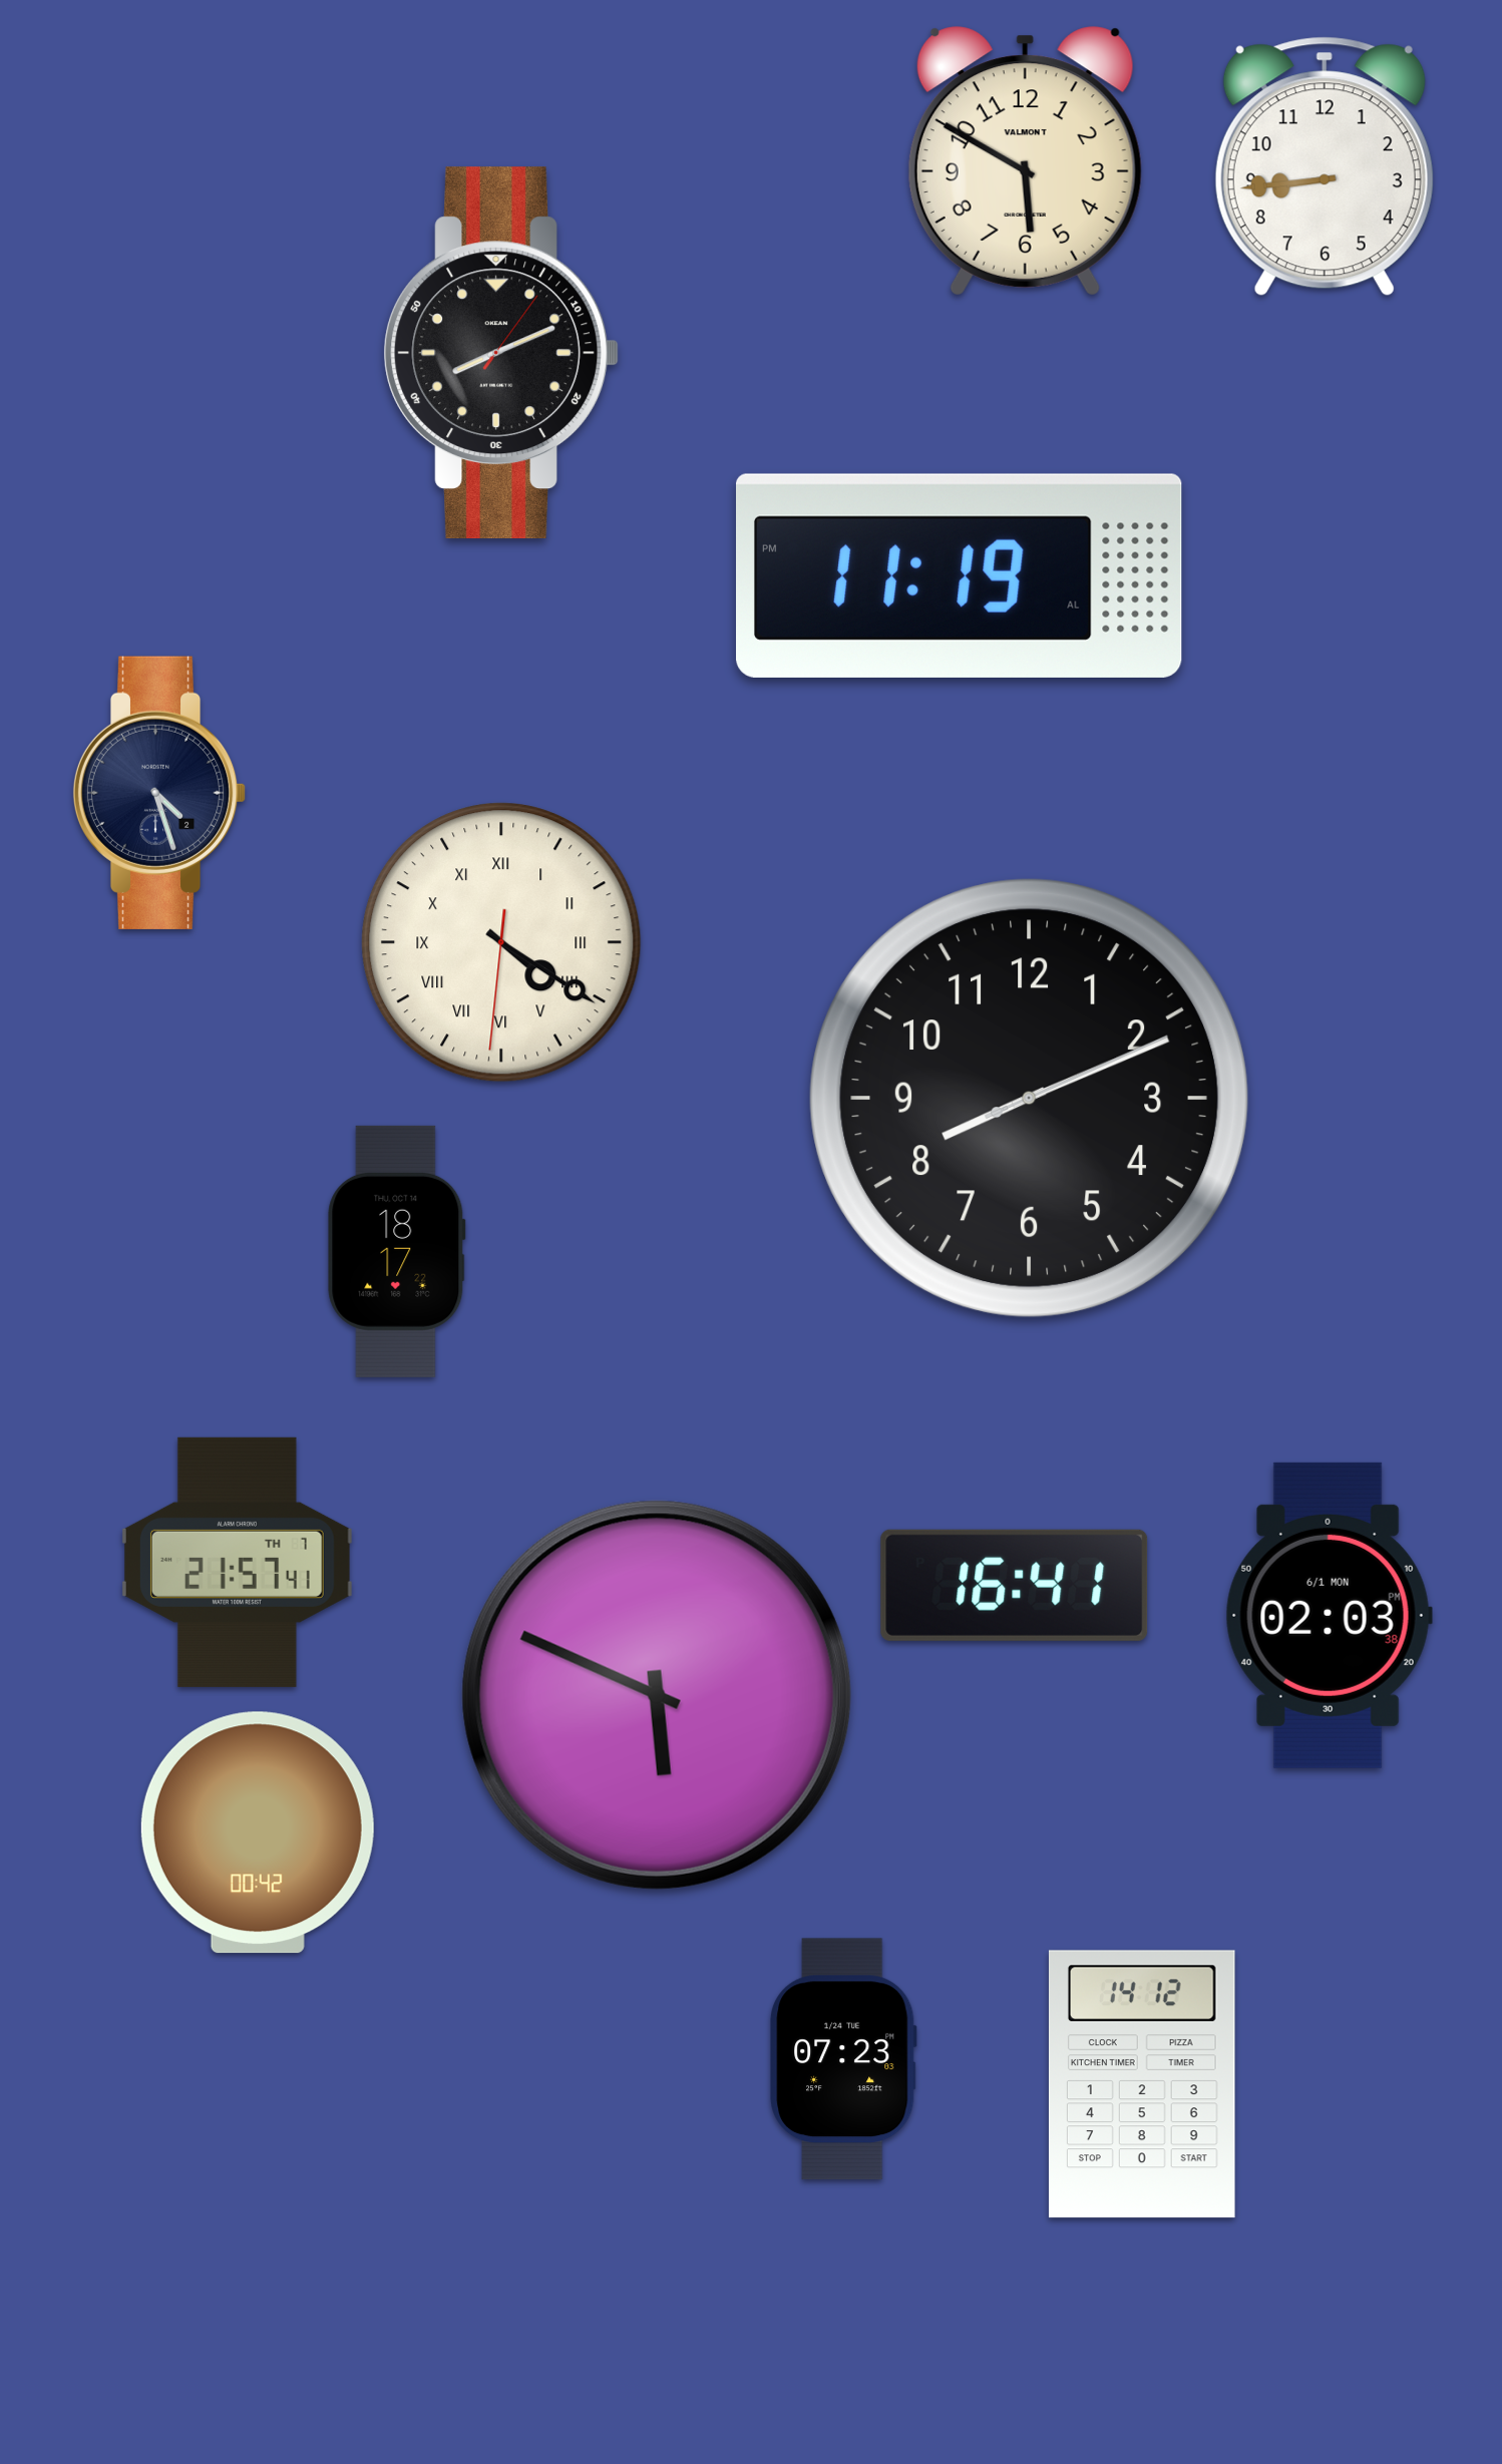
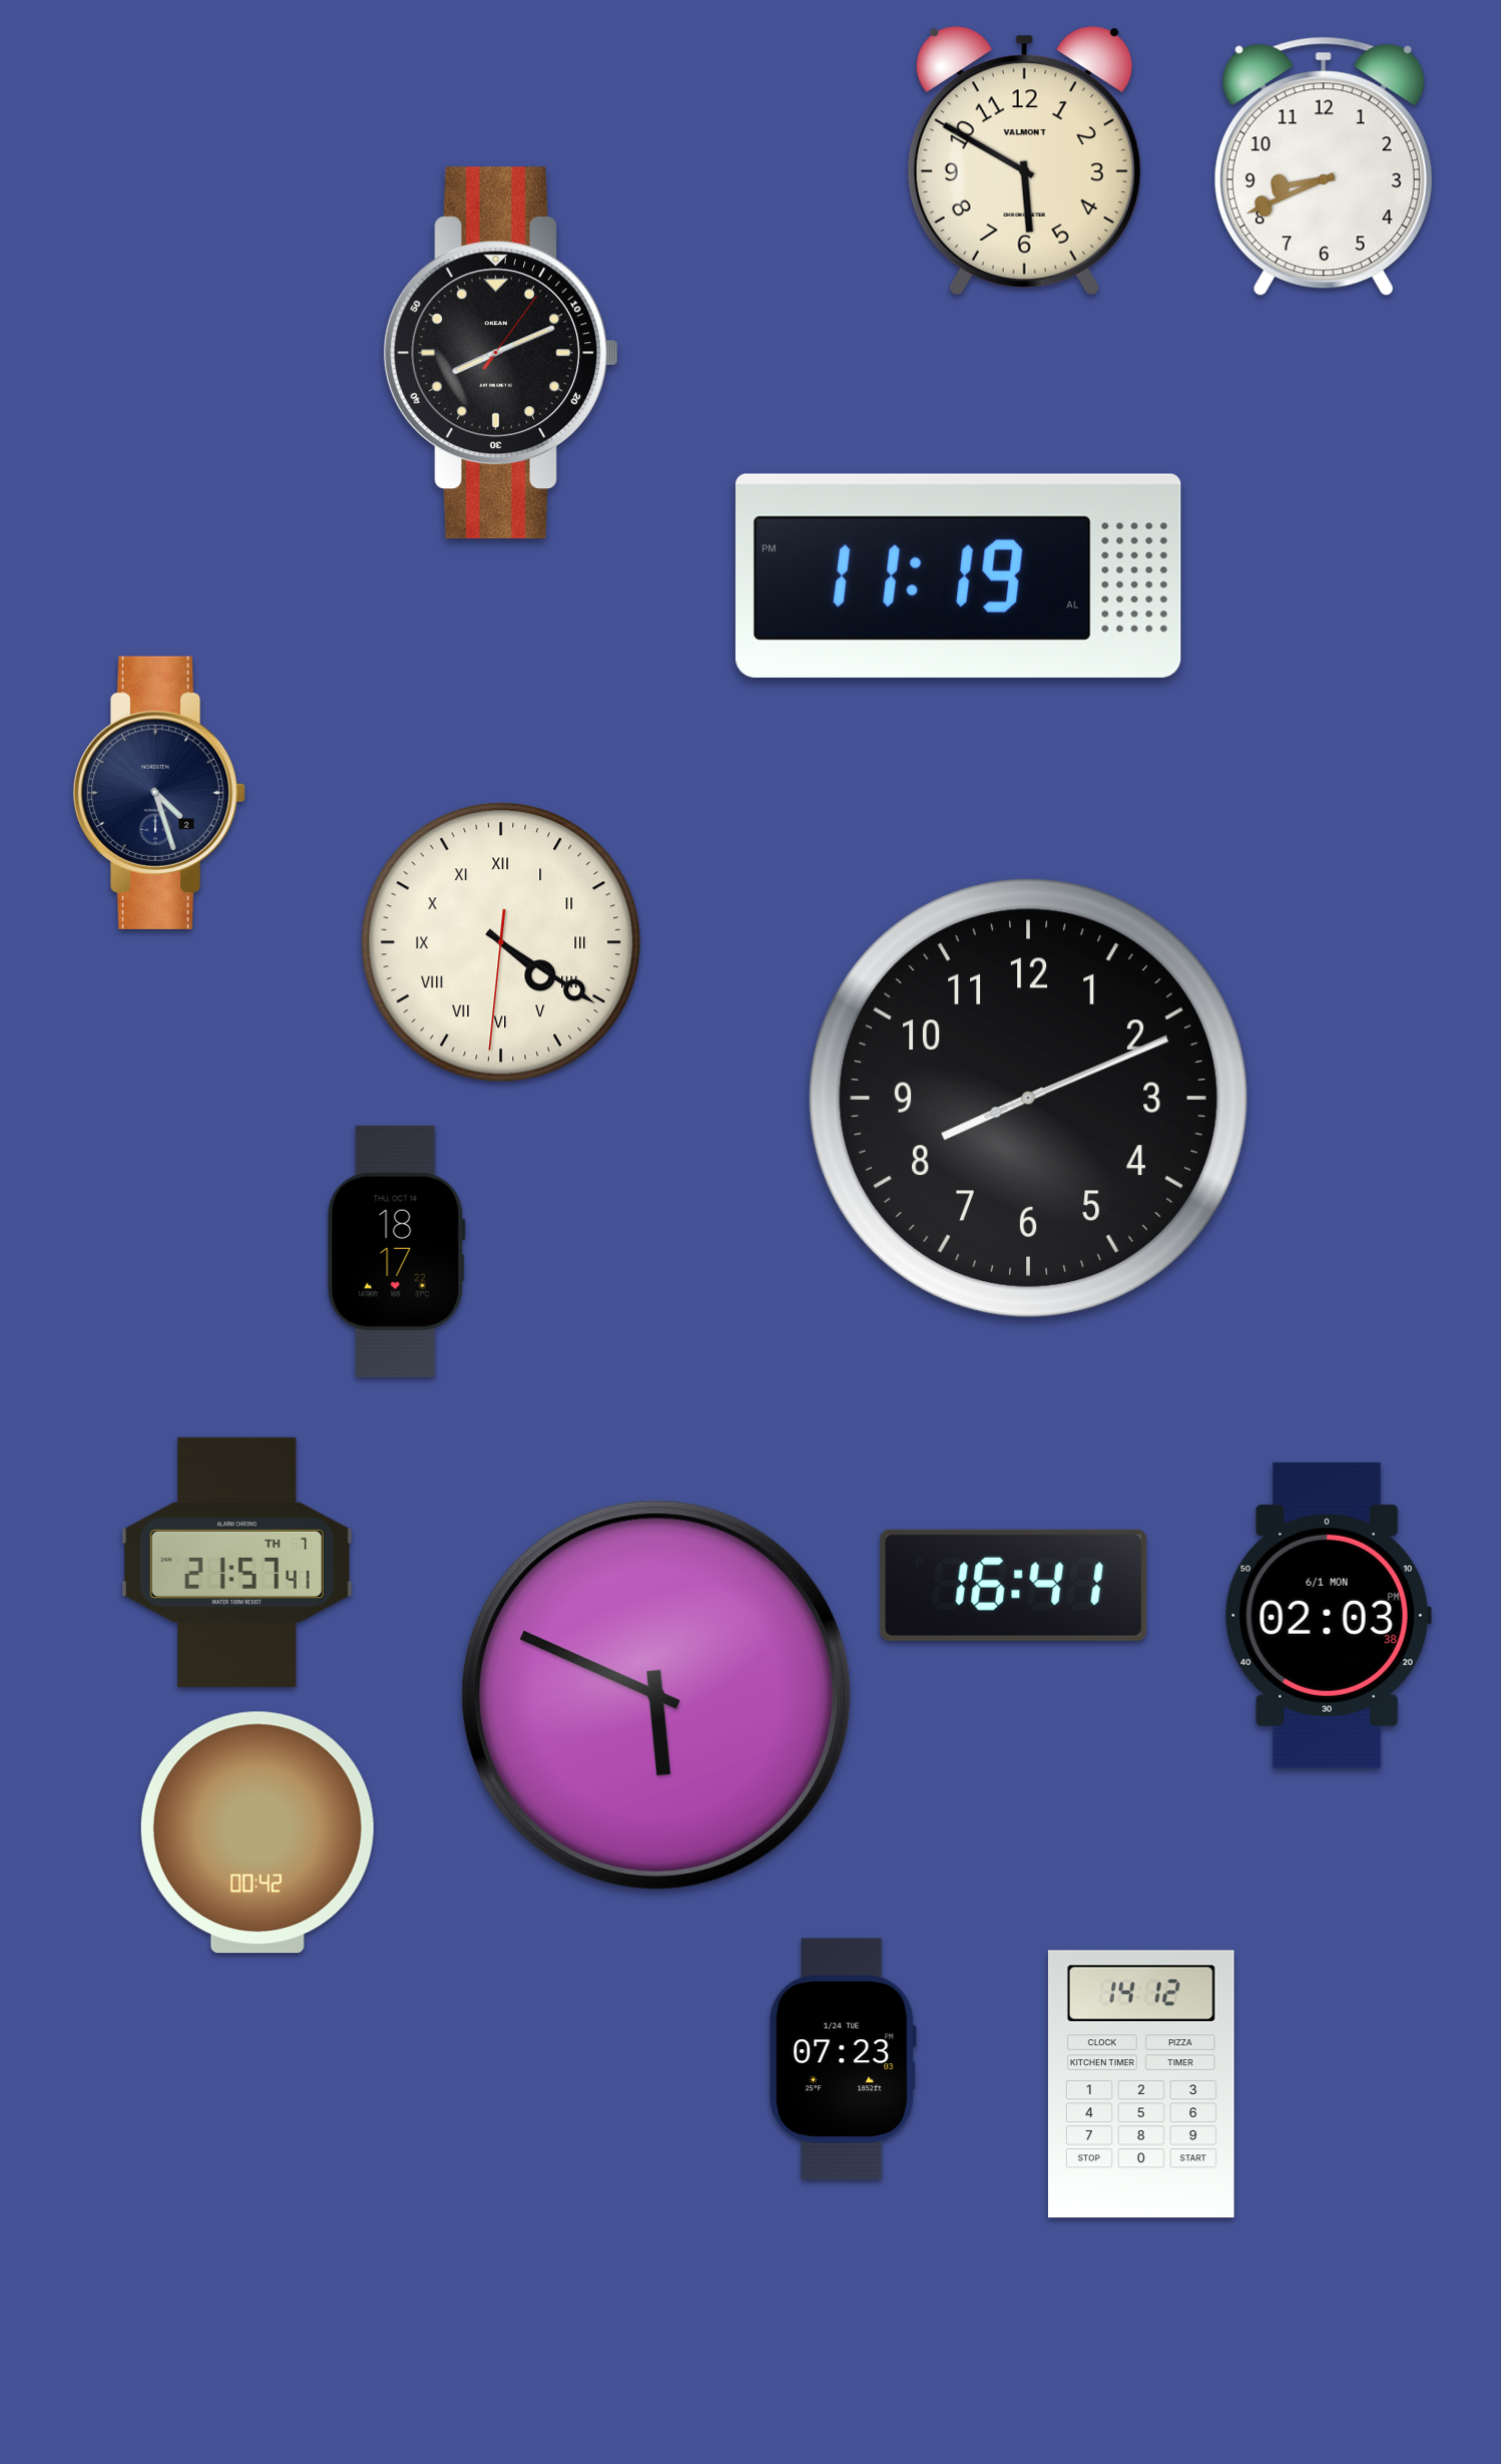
clock at (1325, 166): 8:44 -> 8:41
